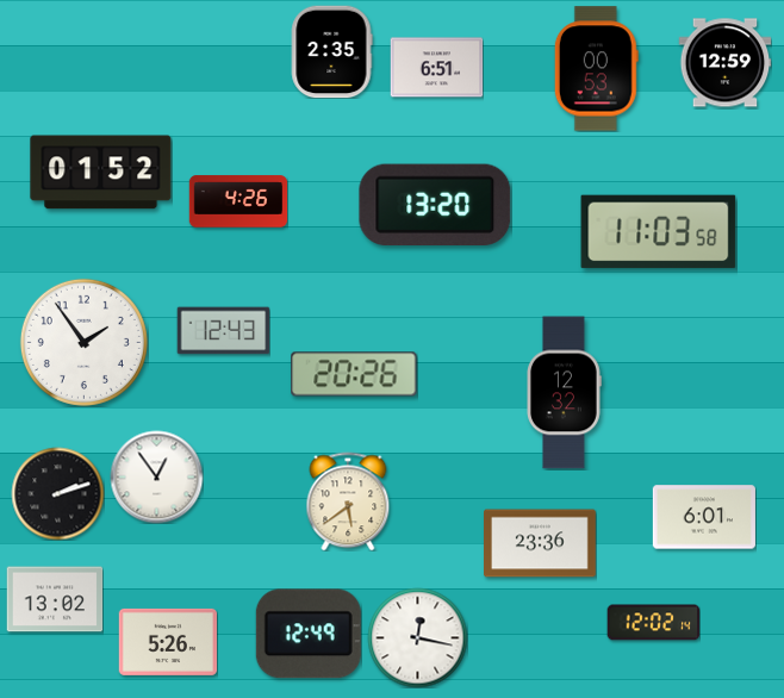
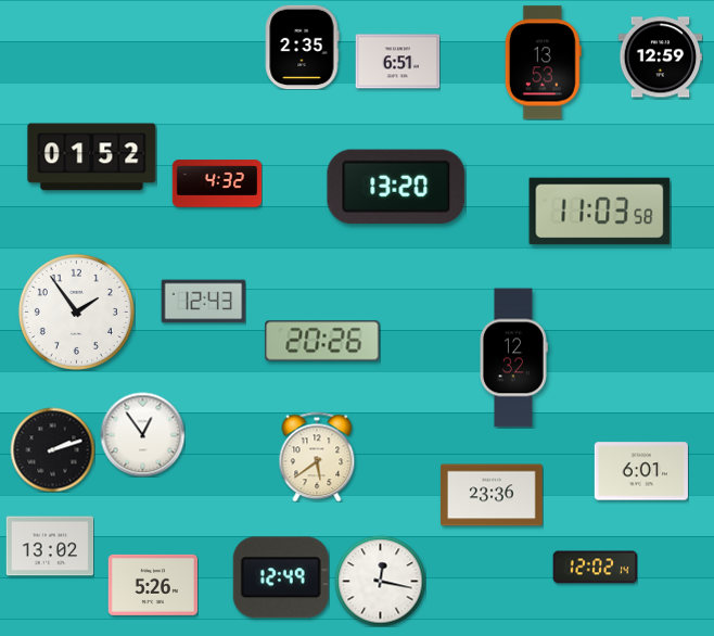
clock at (596, 69): 00:53 -> 13:53
clock at (238, 201): 4:26 -> 4:32
